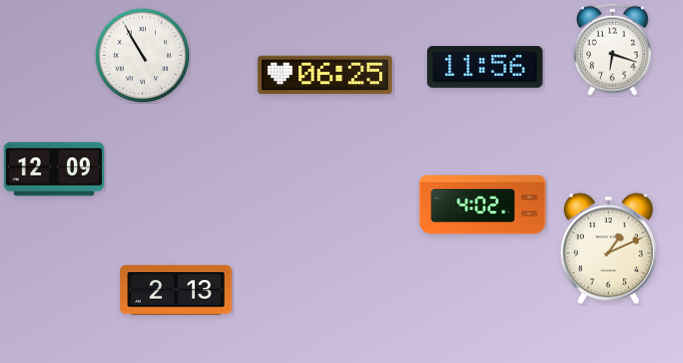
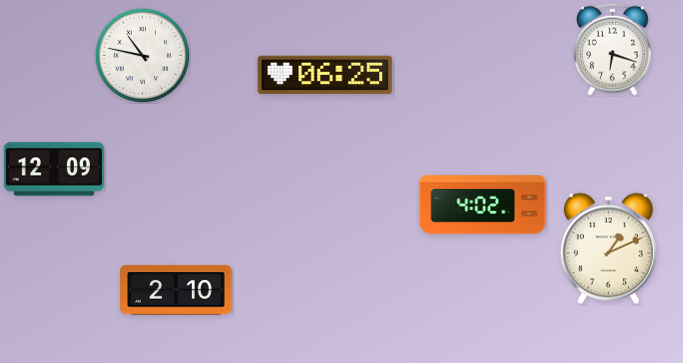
clock at (142, 55): 10:55 -> 10:47
clock at (485, 67): 11:56 -> none
clock at (176, 290): 2:13 -> 2:10
